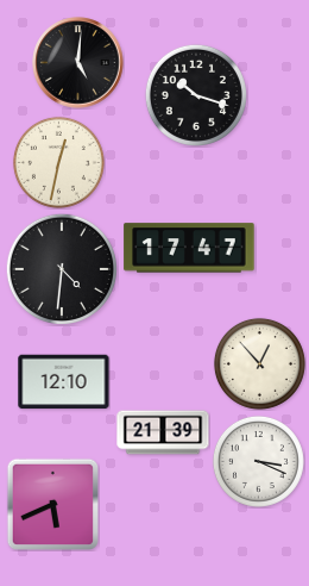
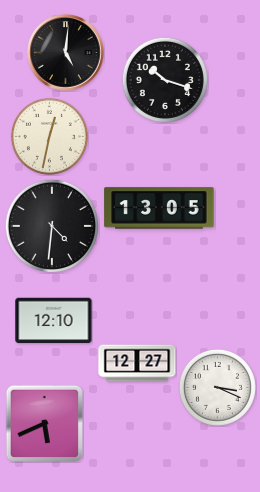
clock at (189, 248): 17:47 -> 13:05
clock at (259, 363): 12:53 -> none
clock at (163, 432): 21:39 -> 12:27
